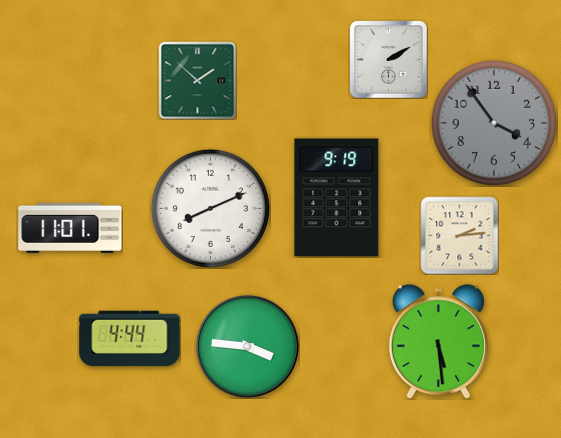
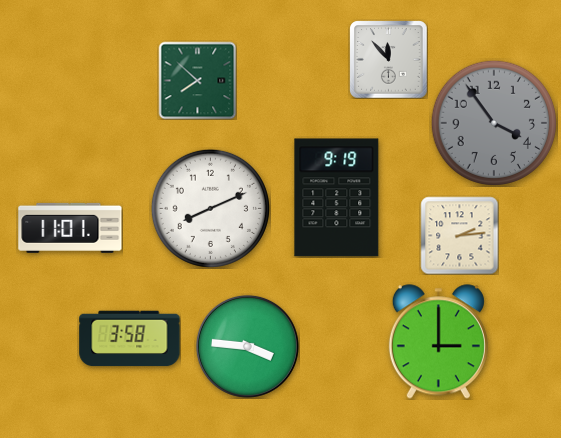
clock at (388, 59): 2:10 -> 11:53
clock at (197, 80): 1:52 -> 7:52
clock at (130, 339): 4:44 -> 3:58
clock at (438, 342): 5:29 -> 3:00
